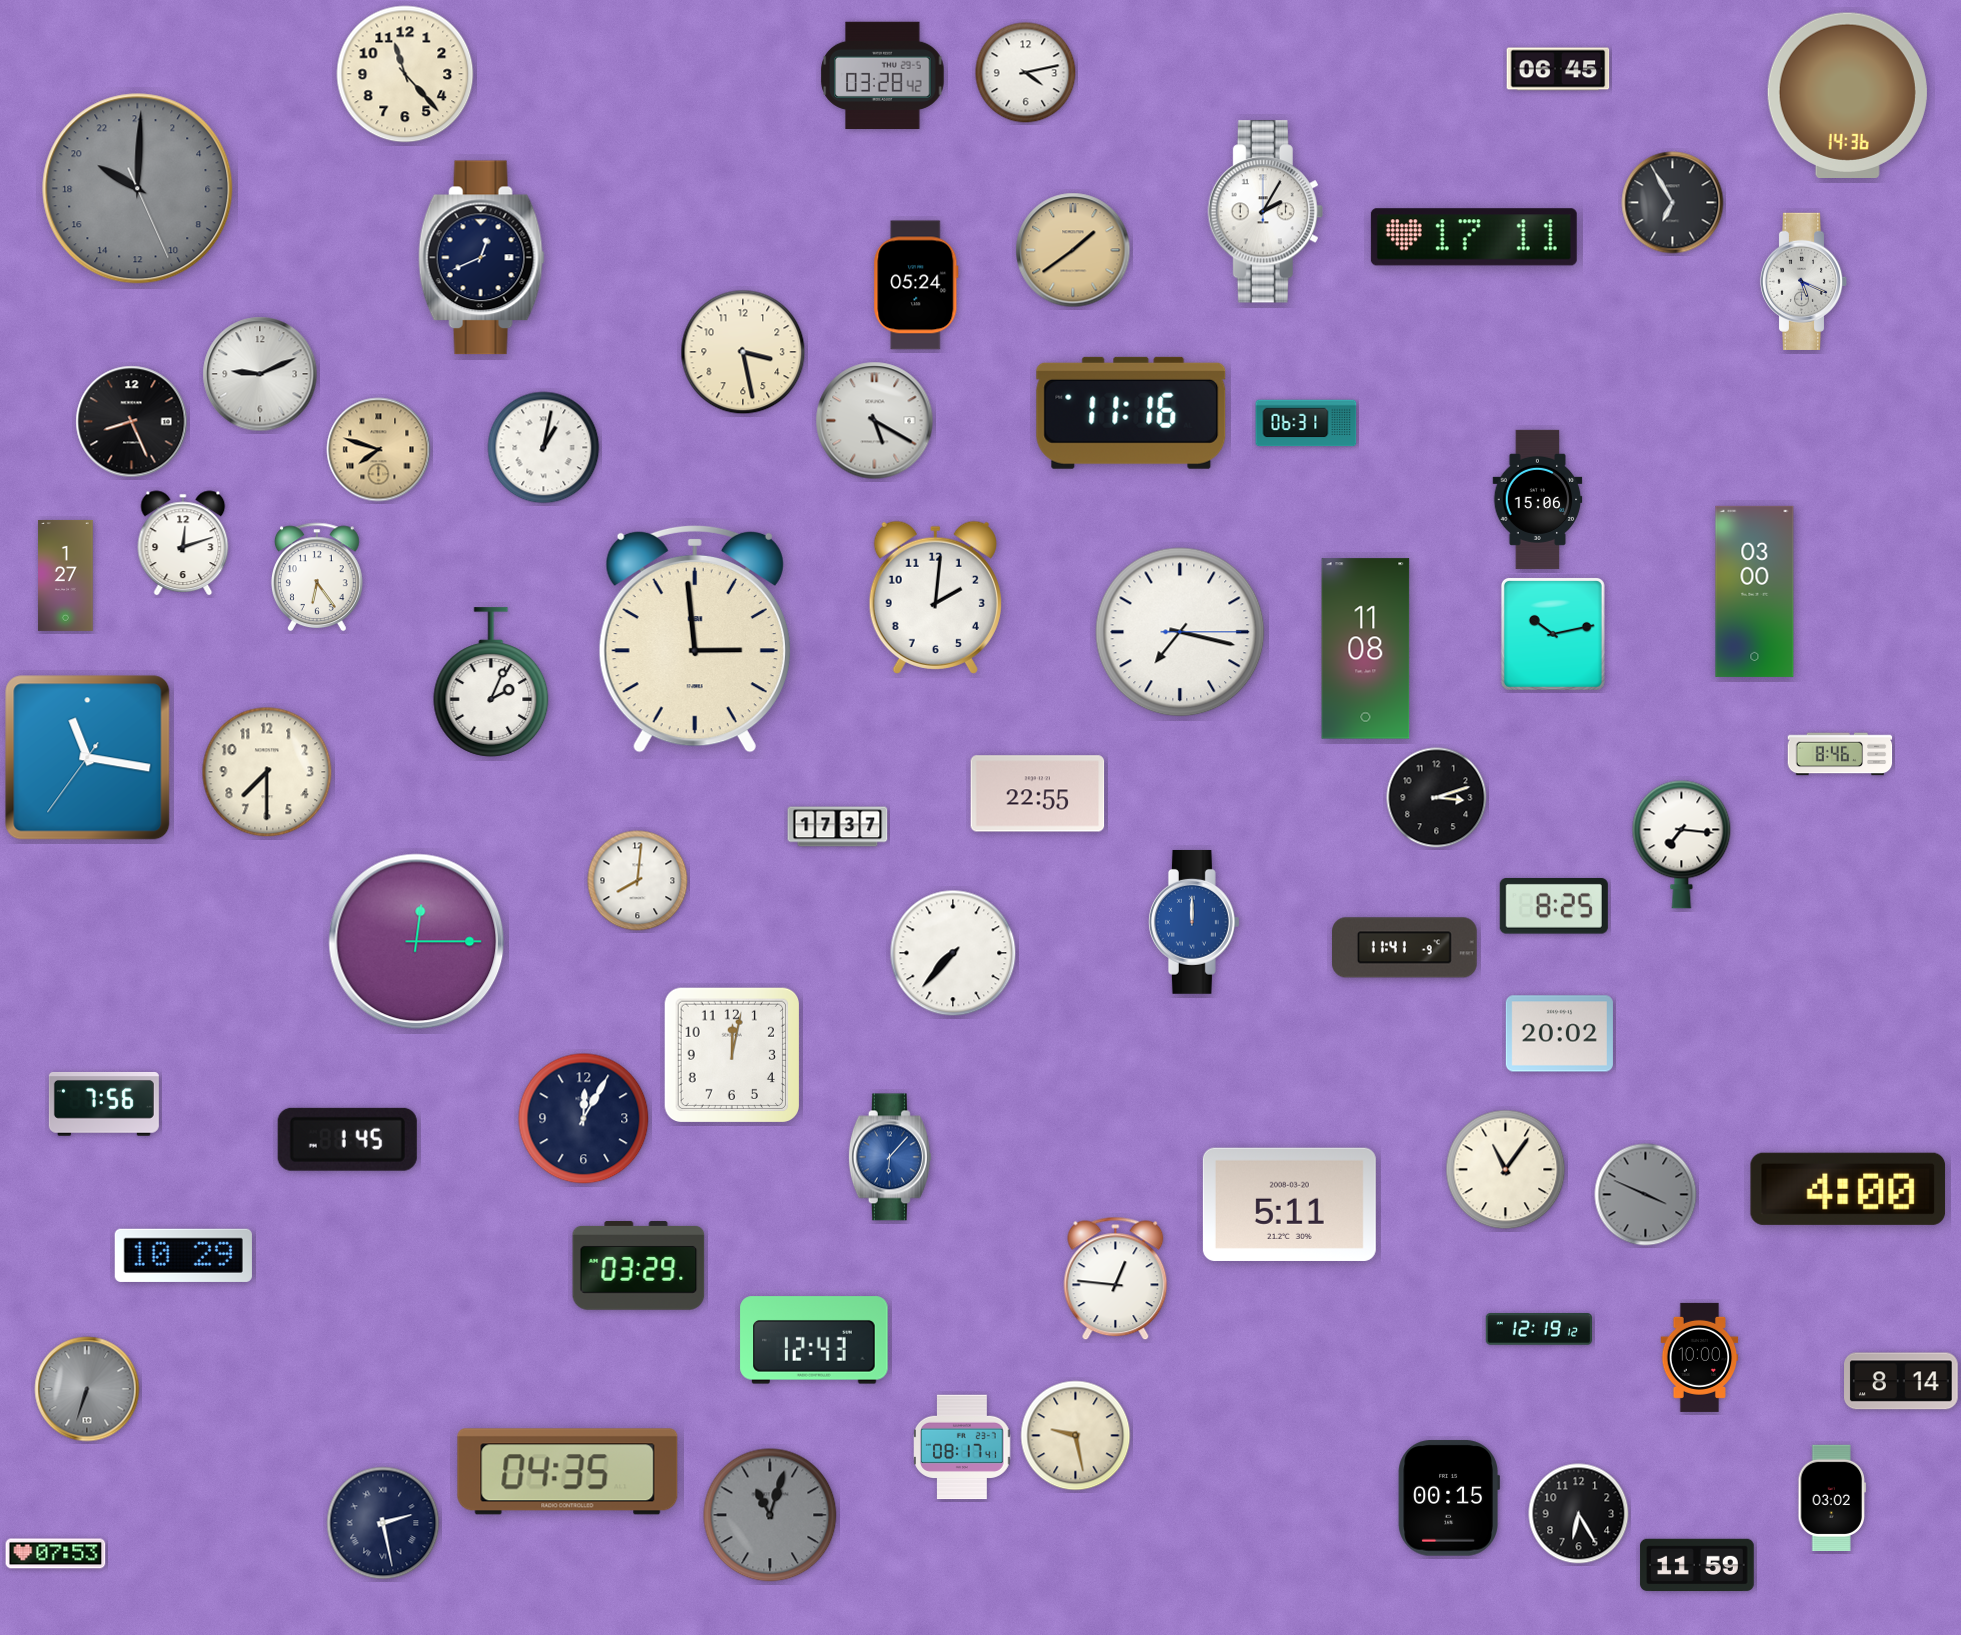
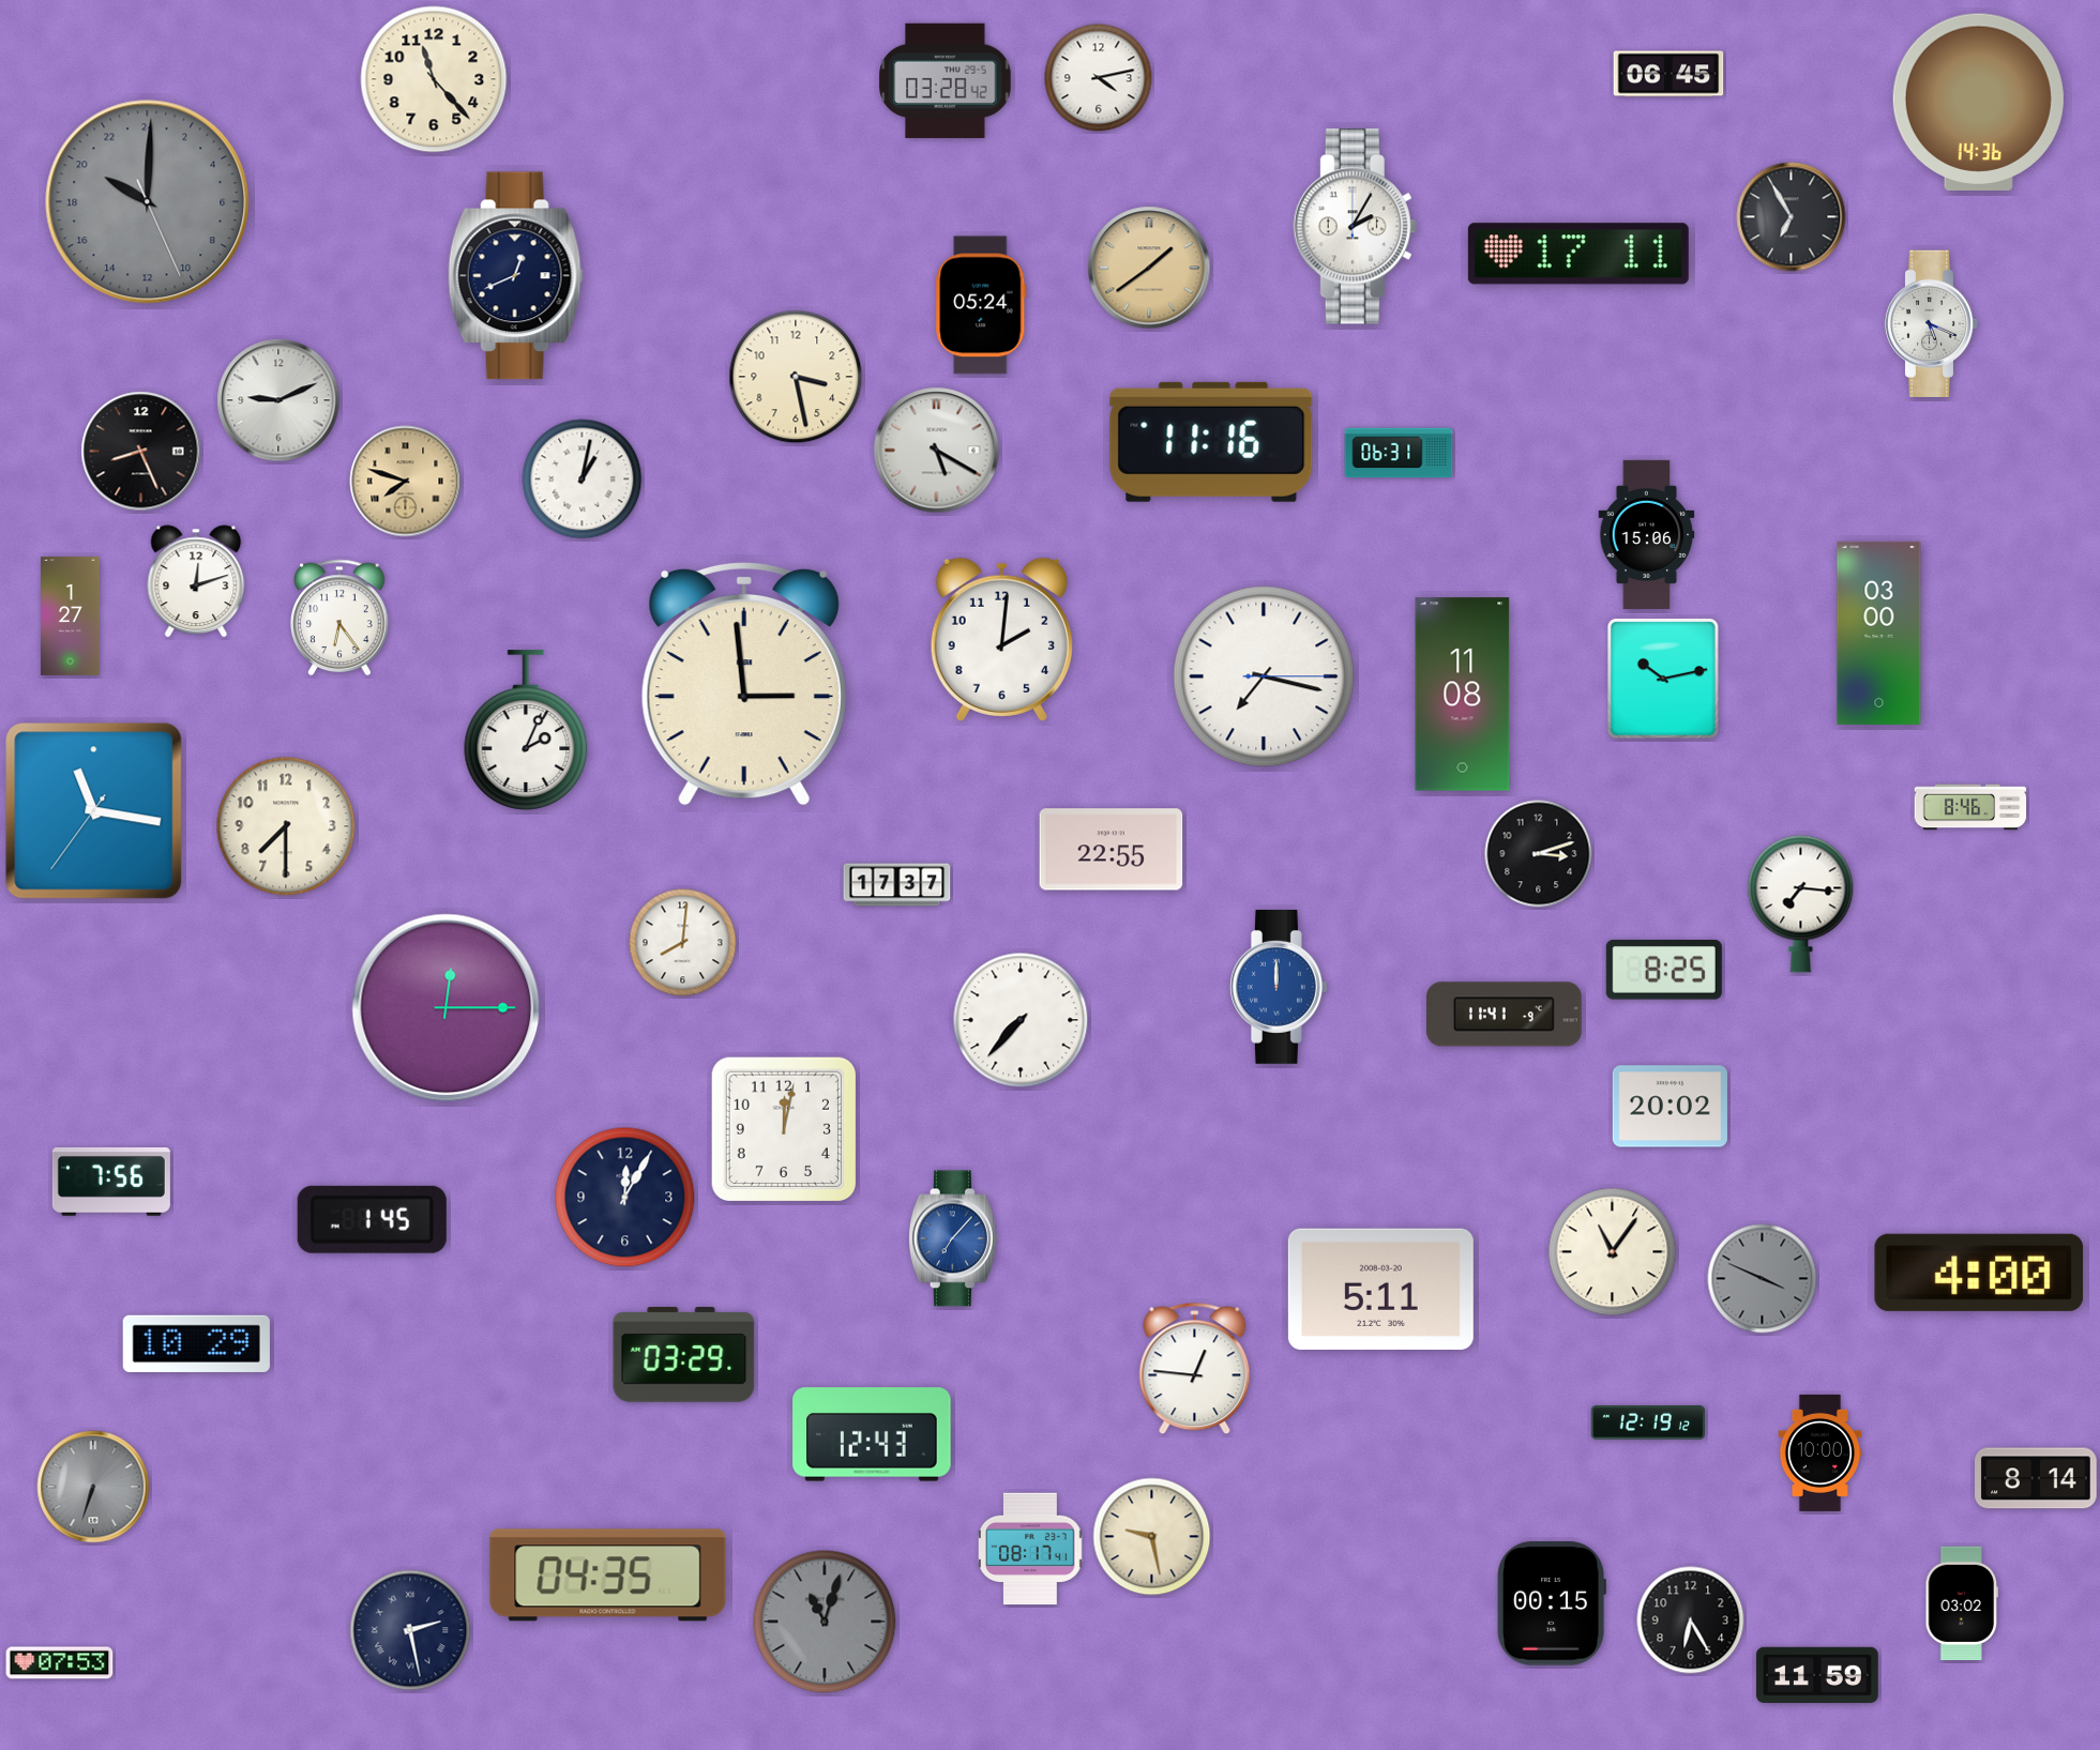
clock at (1804, 281) position: (1804, 281) -> (1932, 323)
clock at (890, 1157): 6:07 -> 7:07
